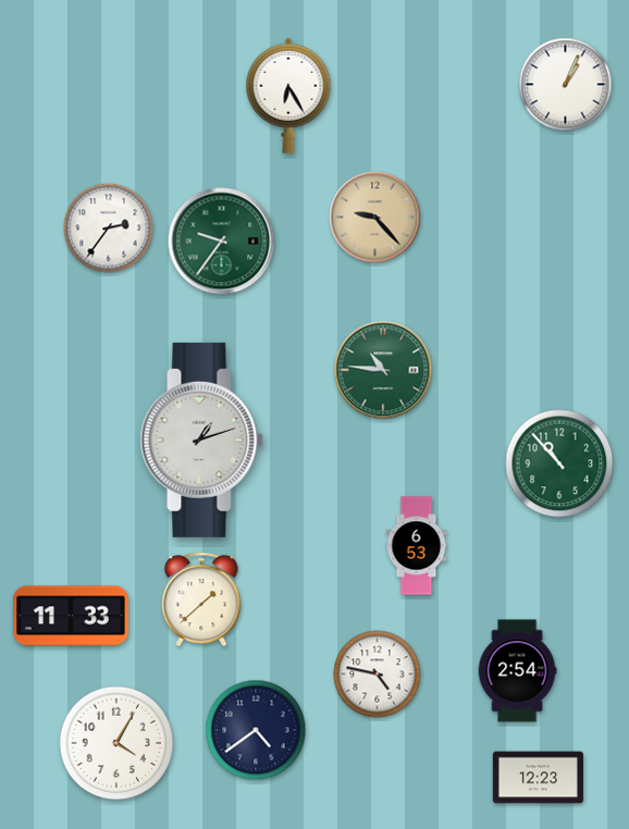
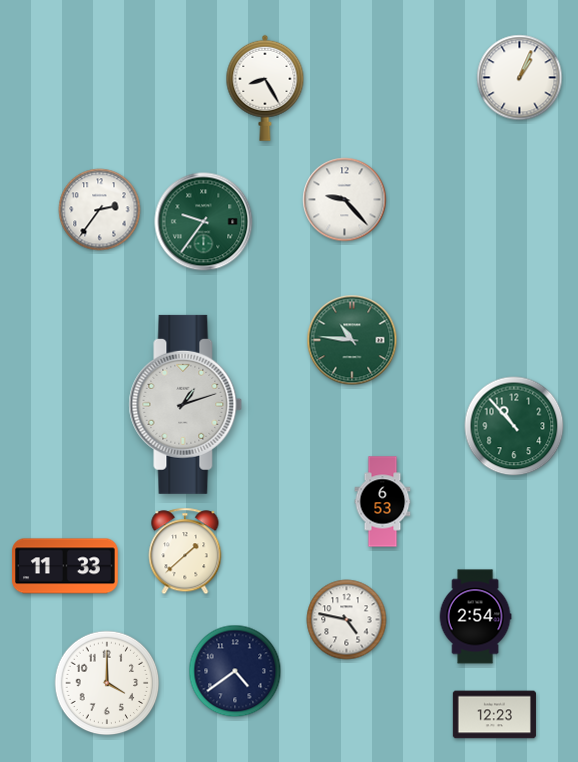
clock at (288, 96): 6:25 -> 8:25
clock at (375, 218) dial: champagne -> white
clock at (116, 743): 4:05 -> 4:00
